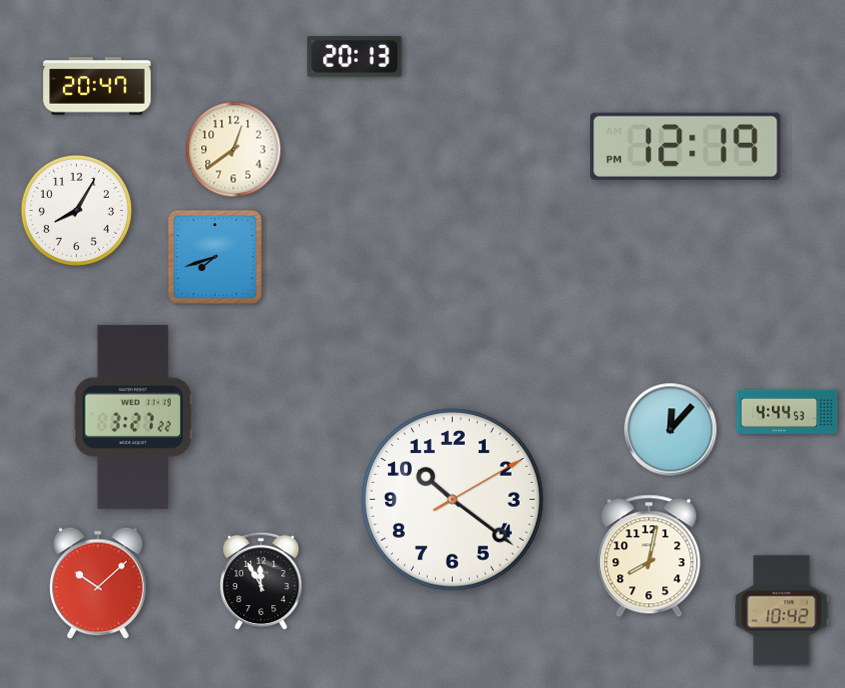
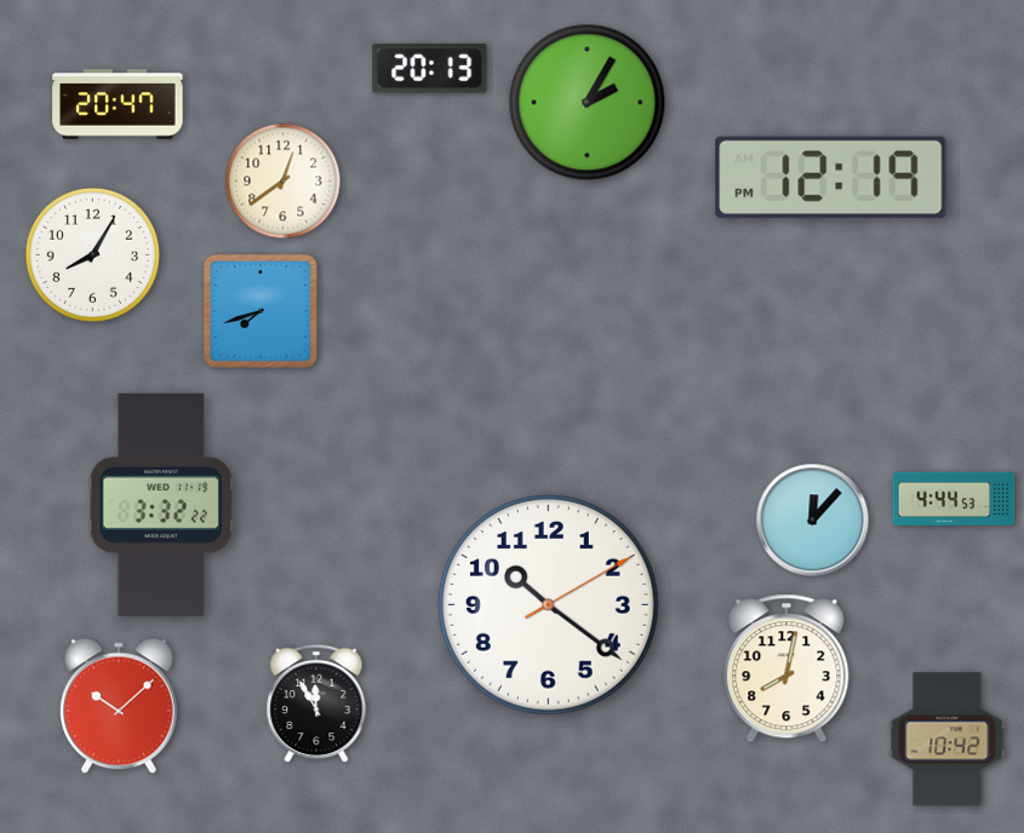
clock at (588, 103): none -> 2:05
clock at (133, 417): 3:27 -> 3:32
clock at (649, 556) position: (649, 556) -> (786, 668)
